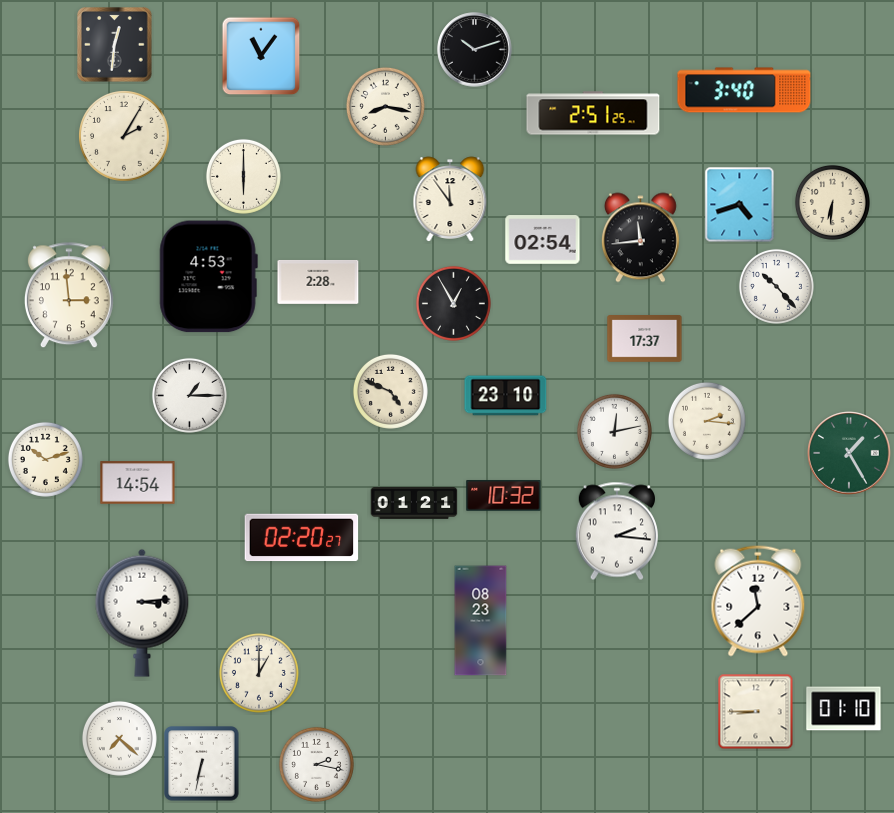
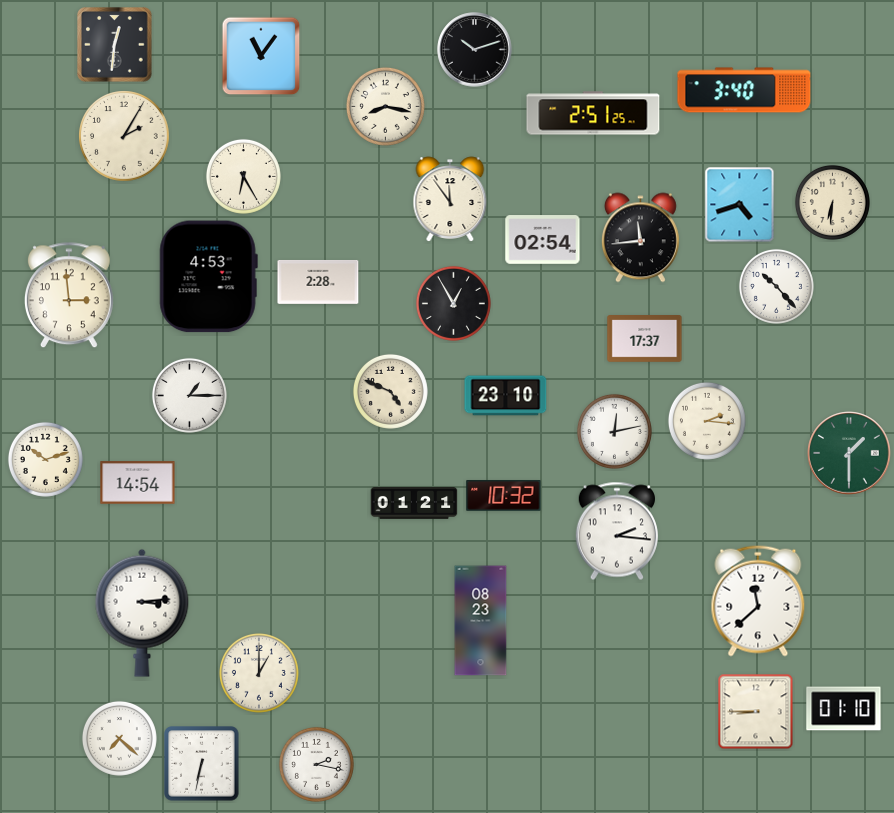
clock at (243, 176): 6:00 -> 6:25
clock at (849, 453): 1:25 -> 1:30
clock at (302, 538): 02:20 -> none
